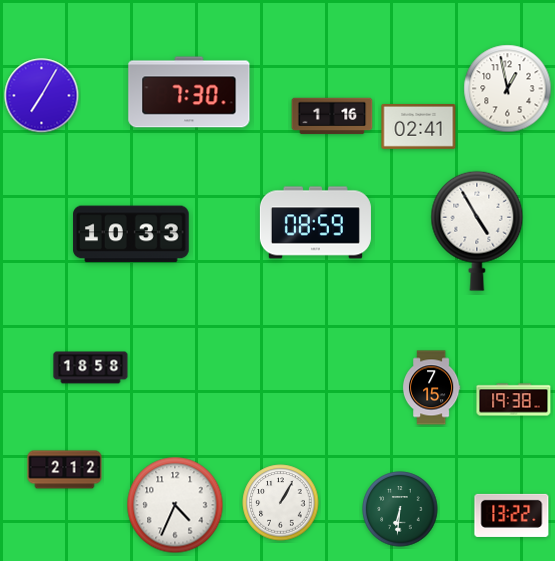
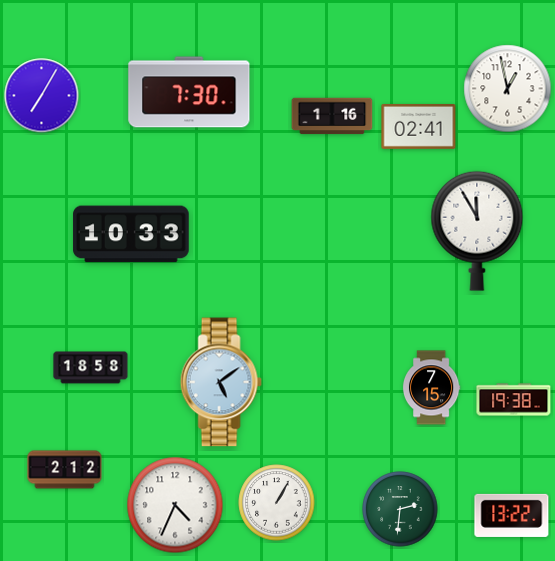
clock at (315, 223): 08:59 -> none
clock at (477, 231): 4:55 -> 11:55
clock at (221, 382): none -> 5:09
clock at (281, 503) position: (281, 503) -> (277, 503)
clock at (400, 509): 6:31 -> 2:31
